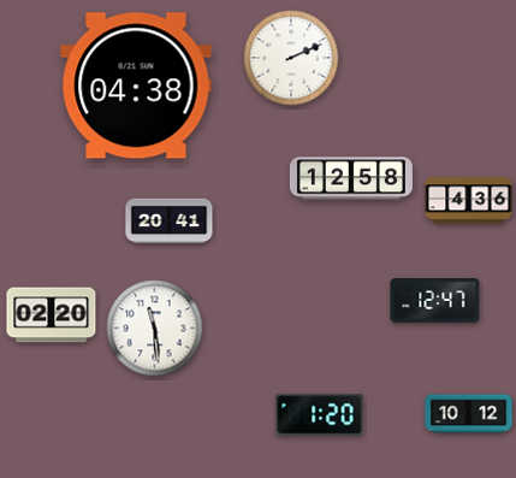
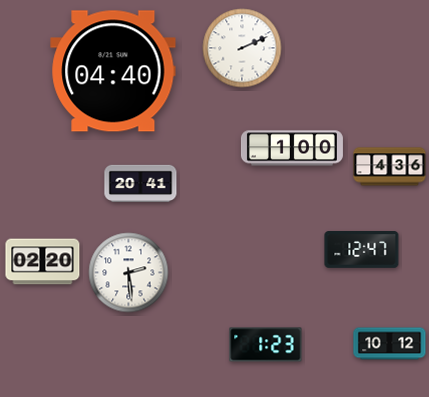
clock at (136, 85): 04:38 -> 04:40
clock at (351, 178): 12:58 -> 1:00
clock at (155, 329): 11:29 -> 2:29
clock at (320, 415): 1:20 -> 1:23
